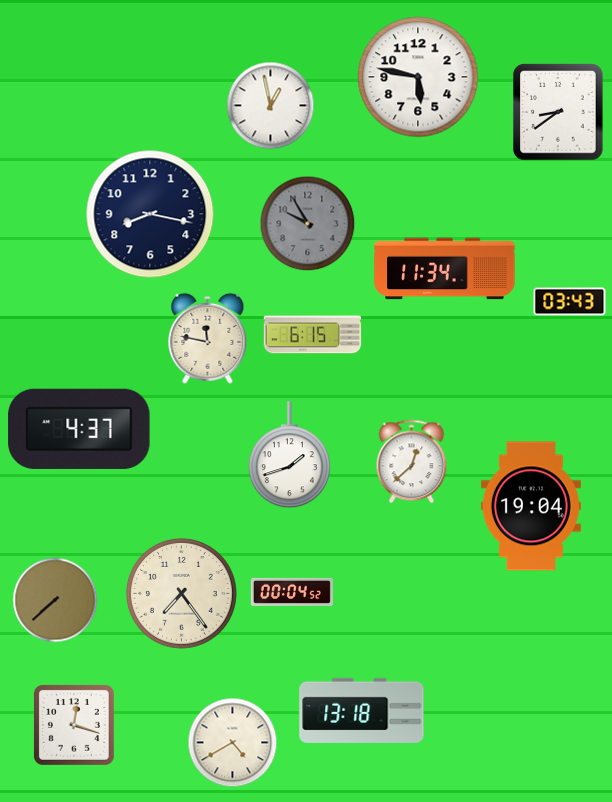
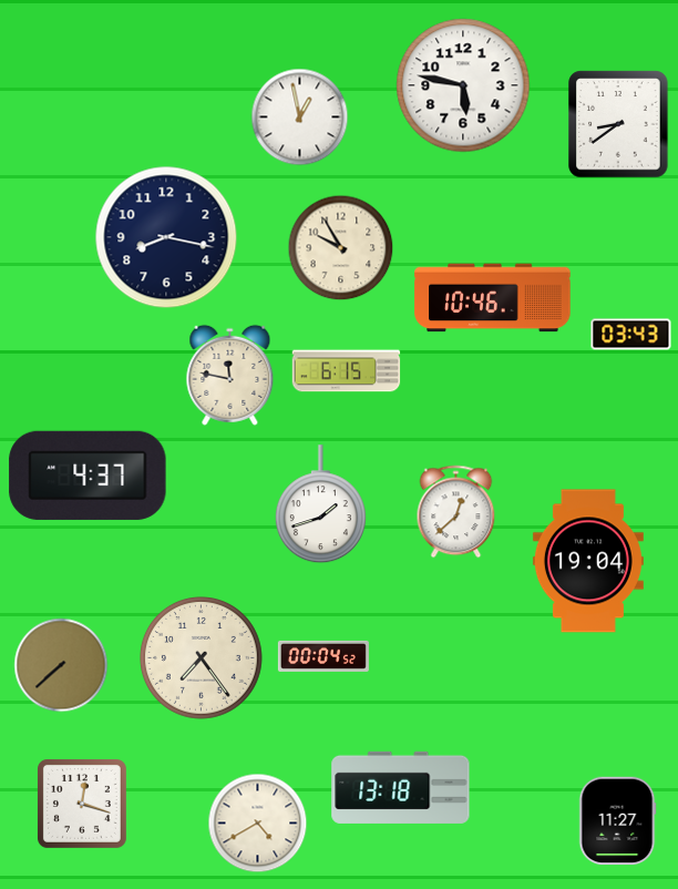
clock at (308, 224) dial: grey -> cream
clock at (445, 269): 11:34 -> 10:46
clock at (617, 821): none -> 11:27
